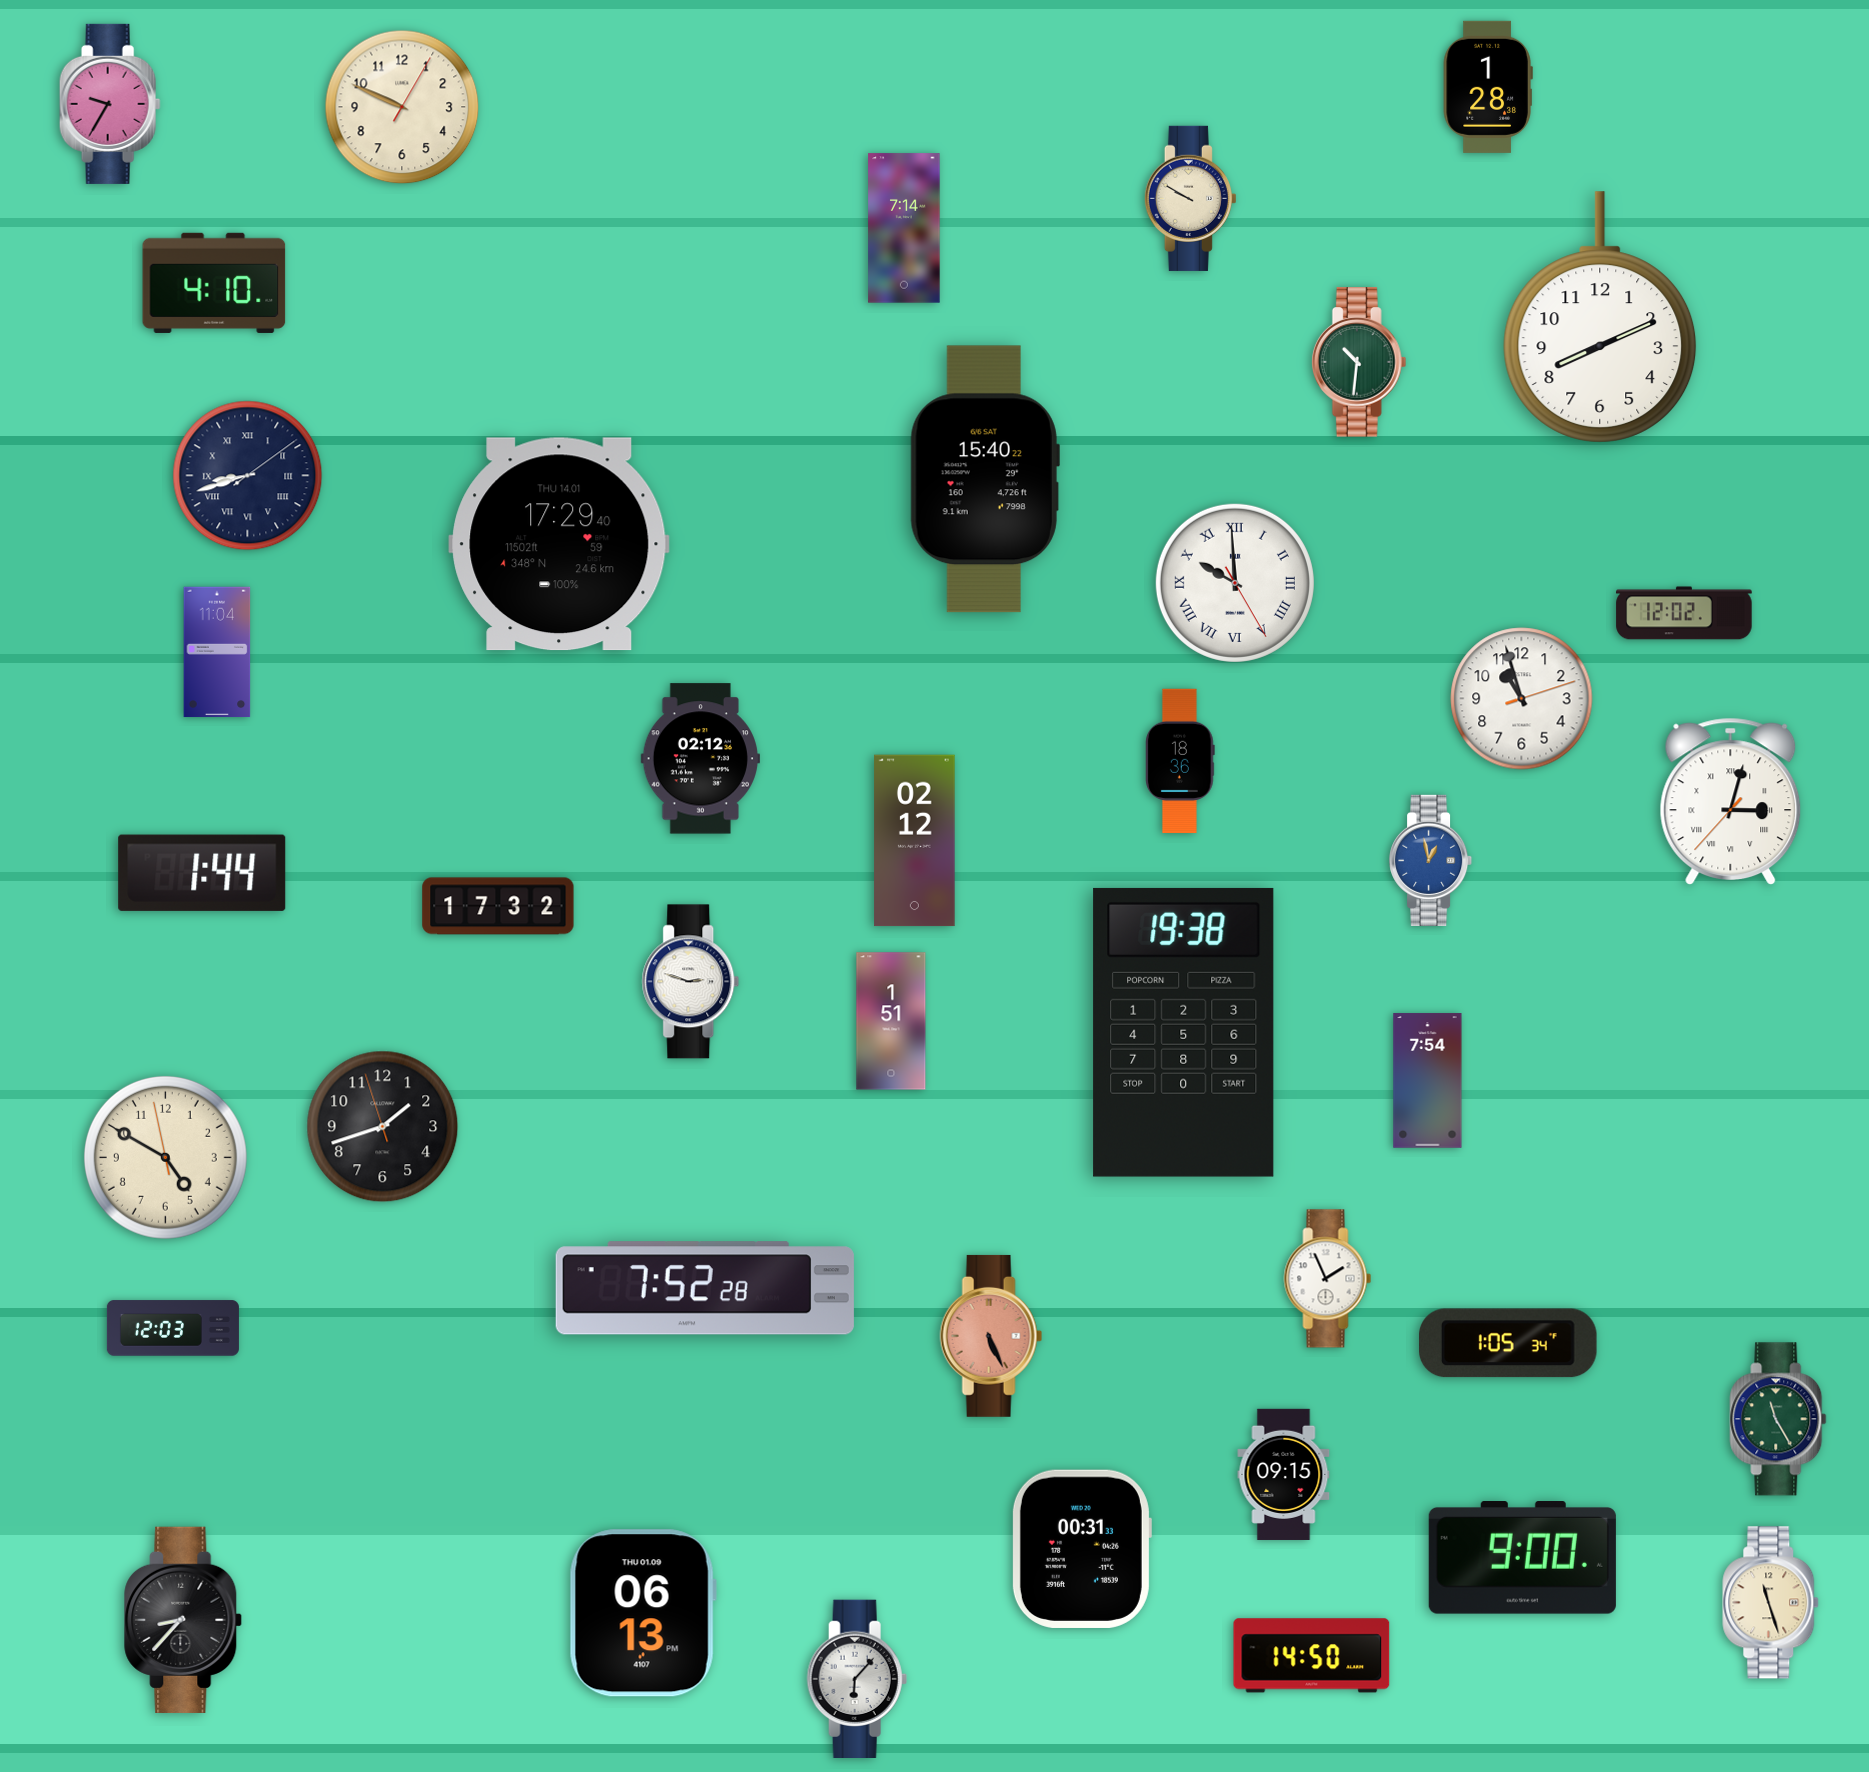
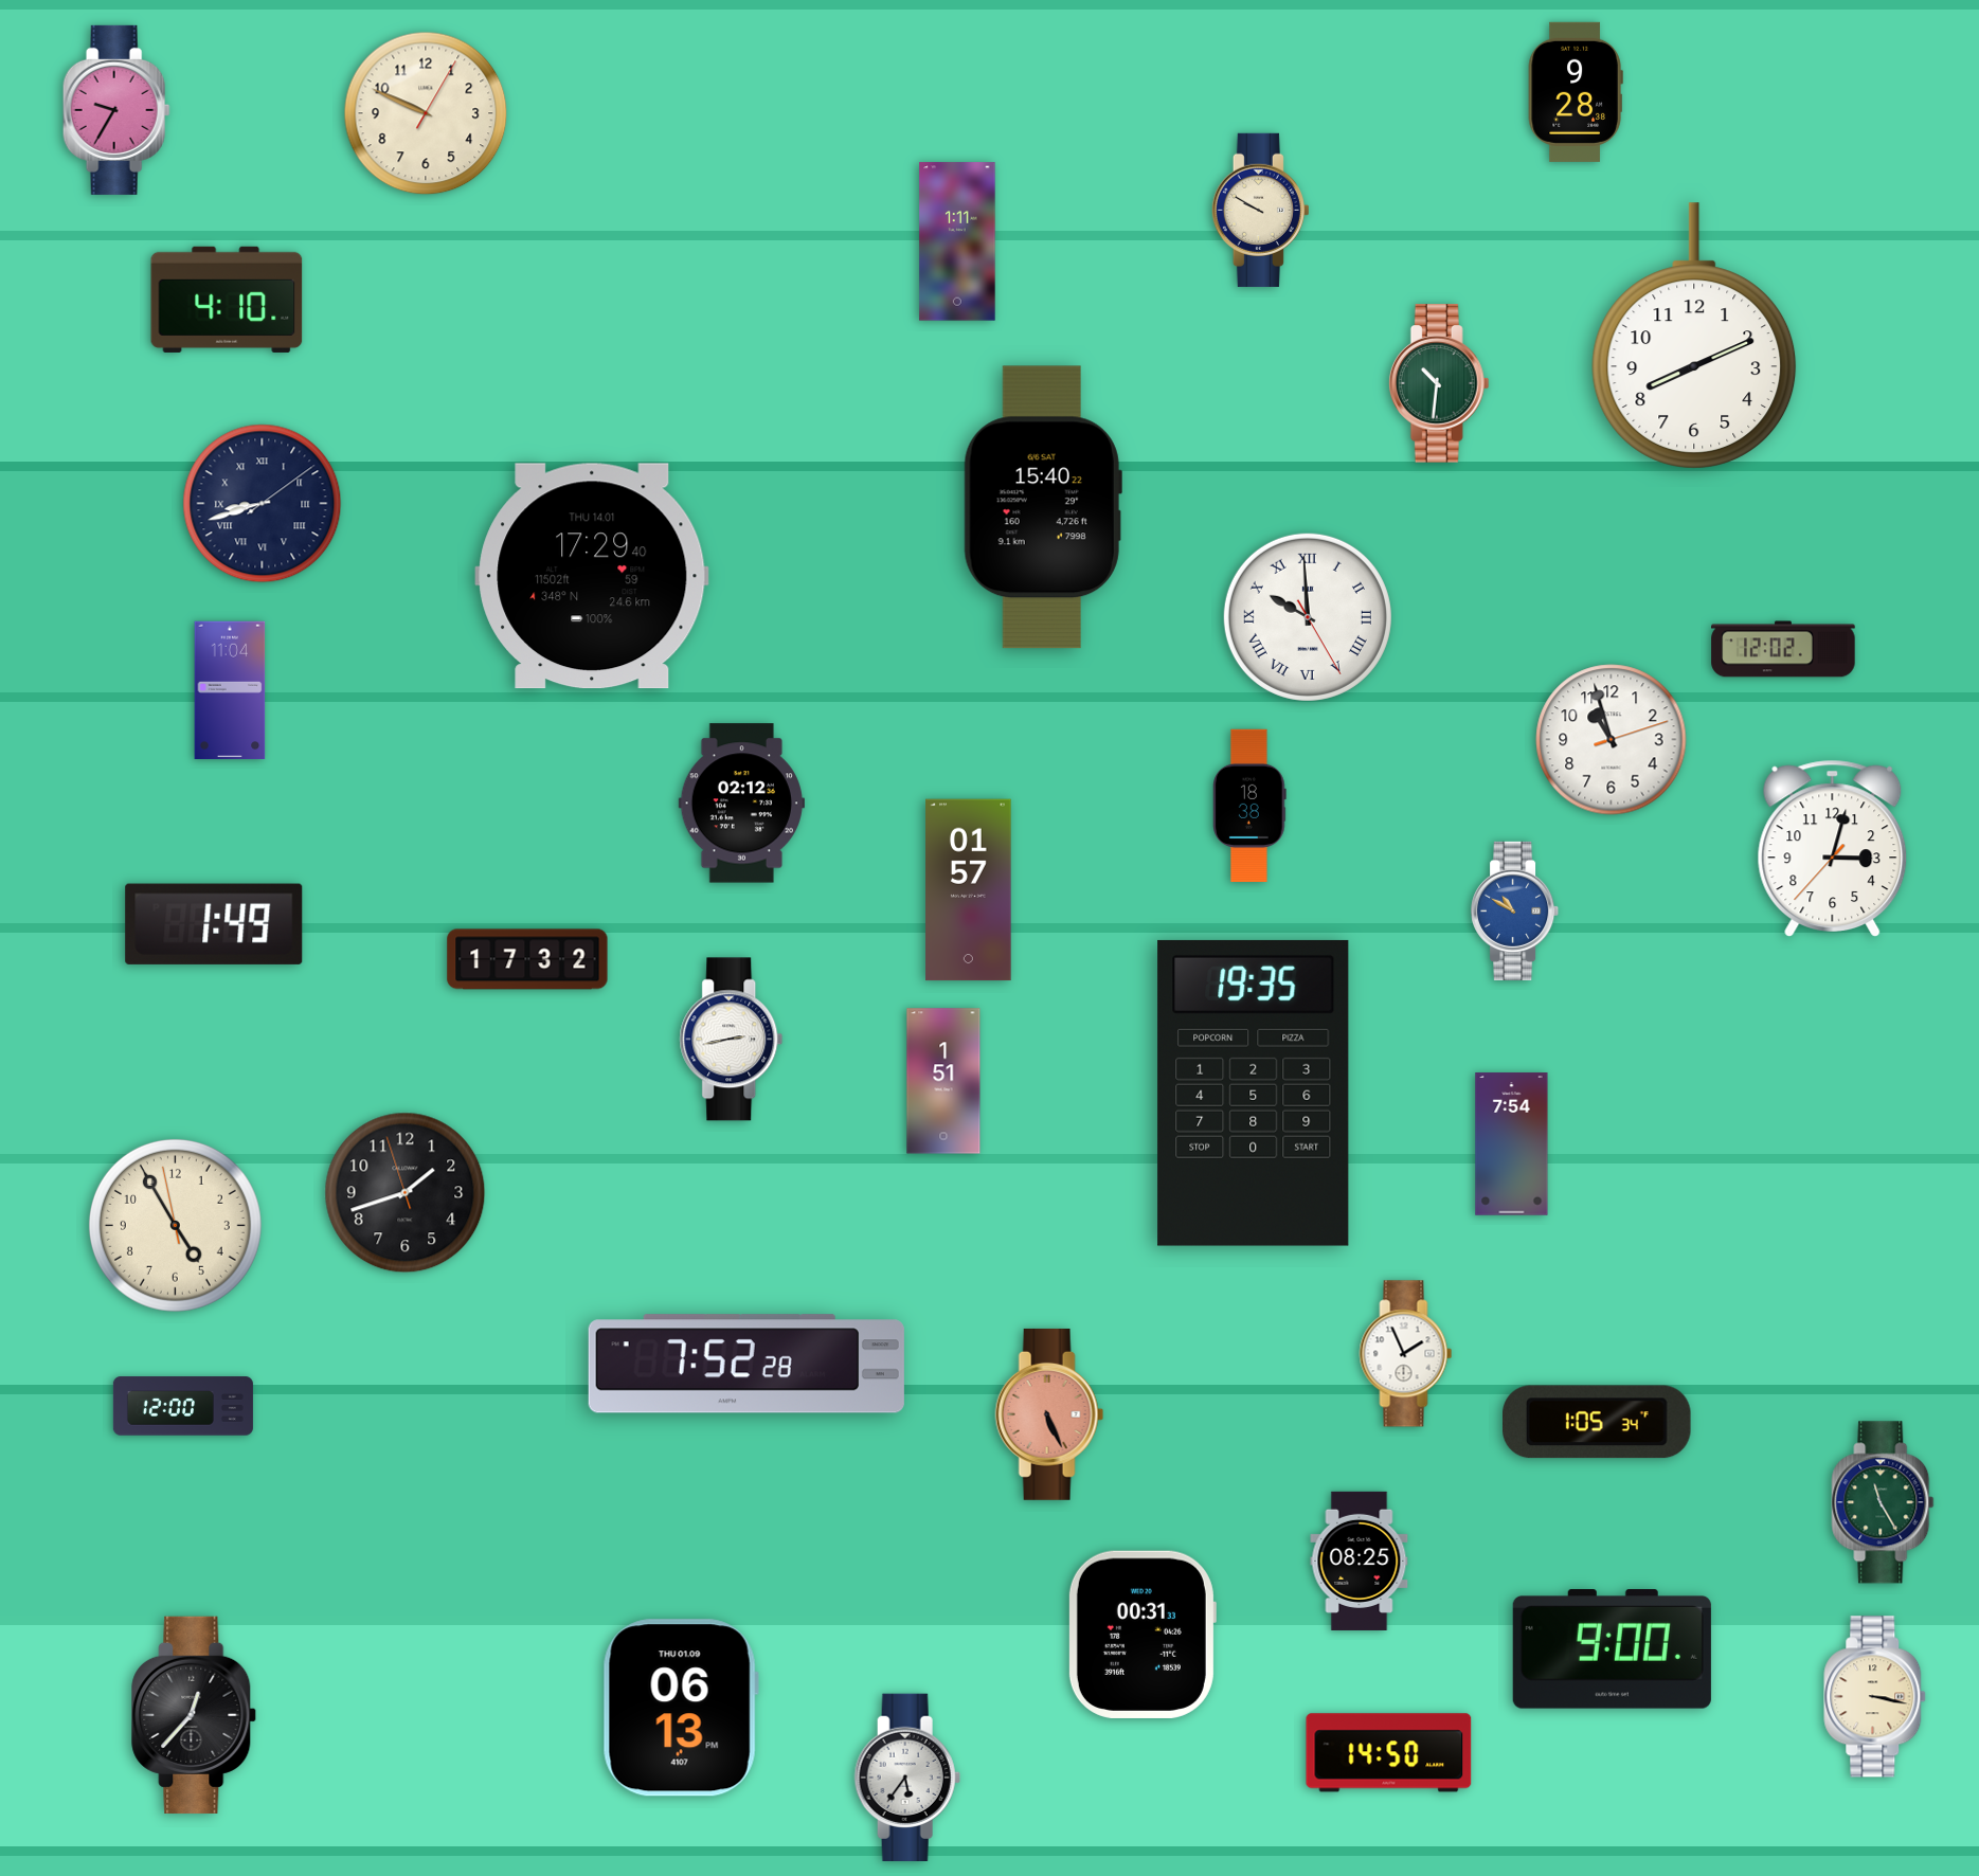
clock at (1488, 87): 1:28 -> 9:28
clock at (904, 228): 7:14 -> 1:11
clock at (1180, 761): 18:36 -> 18:38
clock at (1731, 801) numerals: Roman -> Arabic
clock at (915, 841): 02:12 -> 01:57
clock at (1431, 860): 12:58 -> 10:50
clock at (202, 873): 1:44 -> 1:49
clock at (691, 982): 2:48 -> 2:43
clock at (1184, 1032): 19:38 -> 19:35
clock at (165, 1157): 4:49 -> 4:54
clock at (173, 1328): 12:03 -> 12:00
clock at (1284, 1474): 09:15 -> 08:25
clock at (1081, 1549) position: (1081, 1549) -> (1141, 1635)
clock at (1771, 1603): 11:27 -> 3:17
clock at (184, 1620): 8:37 -> 12:37
clock at (857, 1678): 6:07 -> 5:36
